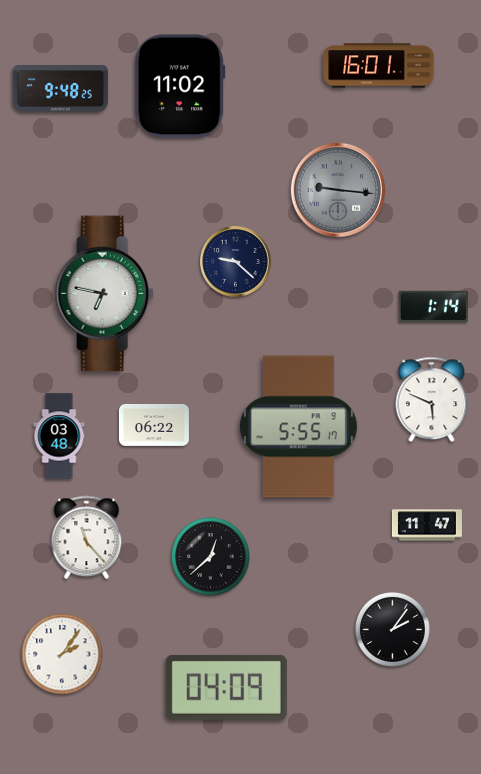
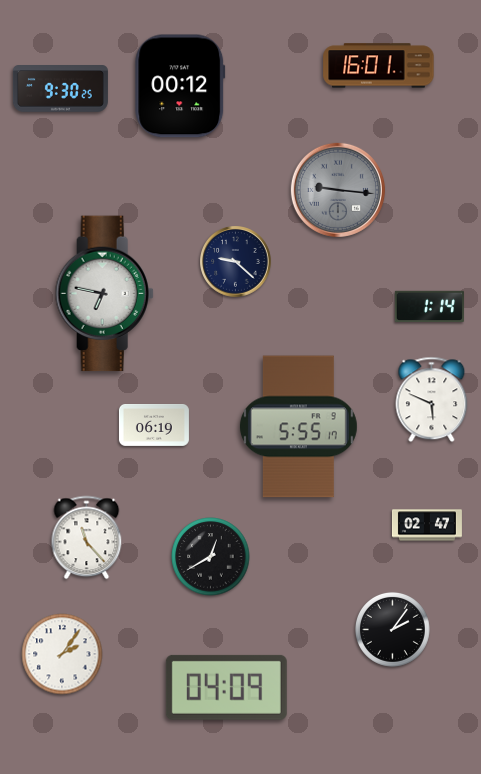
clock at (180, 86): 11:02 -> 00:12
clock at (60, 89): 9:48 -> 9:30
clock at (433, 307) position: (433, 307) -> (429, 307)
clock at (154, 426): 06:22 -> 06:19
clock at (59, 436): 03:48 -> none
clock at (427, 525): 11:47 -> 02:47
clock at (211, 557): 12:38 -> 12:40
